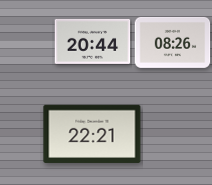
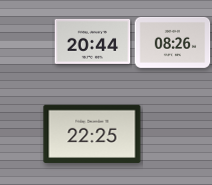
clock at (92, 134): 22:21 -> 22:25
